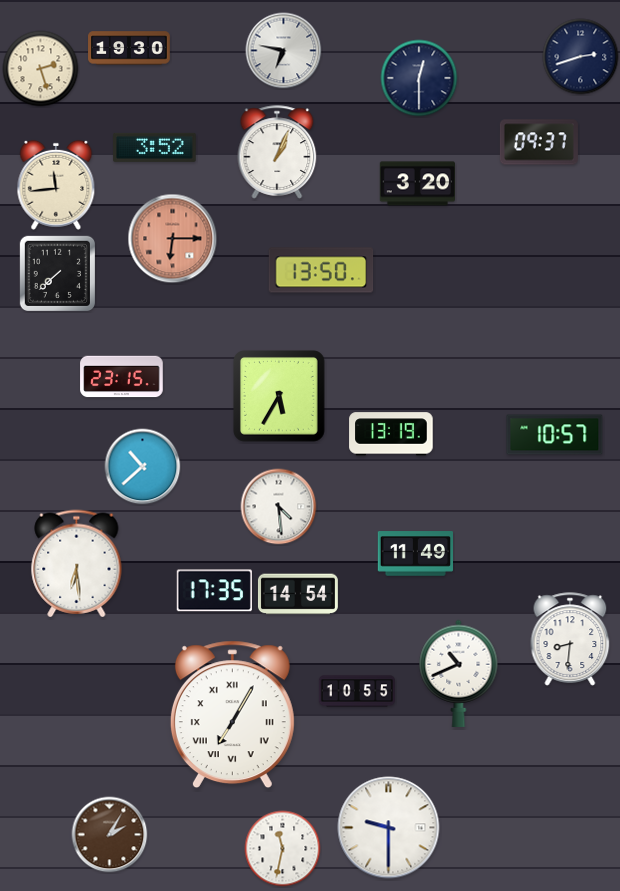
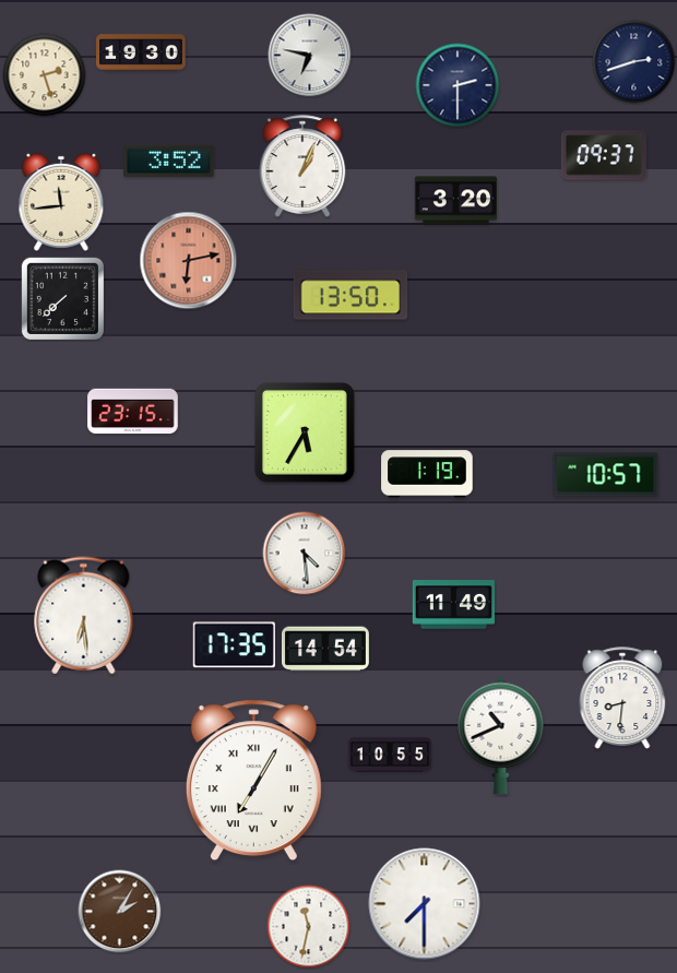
clock at (419, 78): 12:30 -> 2:30
clock at (539, 142) position: (539, 142) -> (604, 155)
clock at (173, 239): 6:15 -> 6:13
clock at (391, 434): 13:19 -> 1:19
clock at (143, 467): 10:38 -> none
clock at (389, 828): 9:30 -> 7:30
